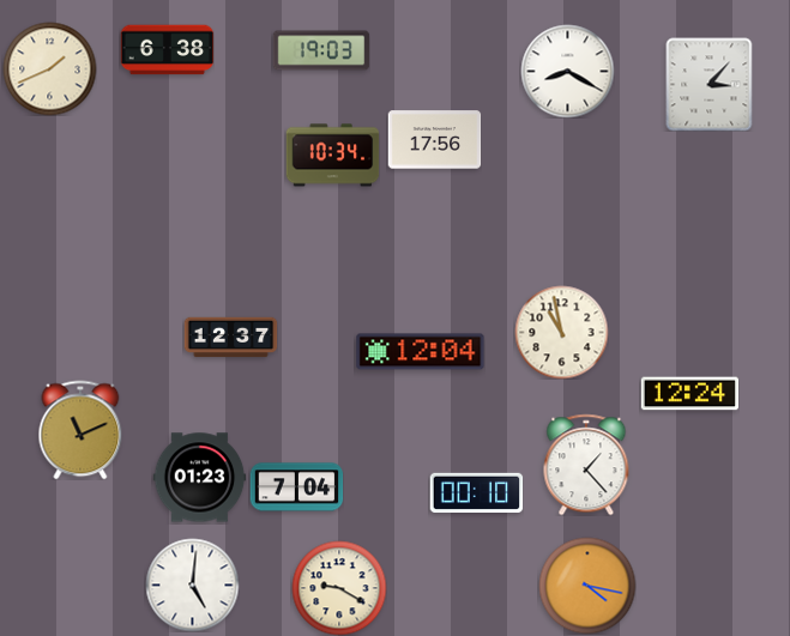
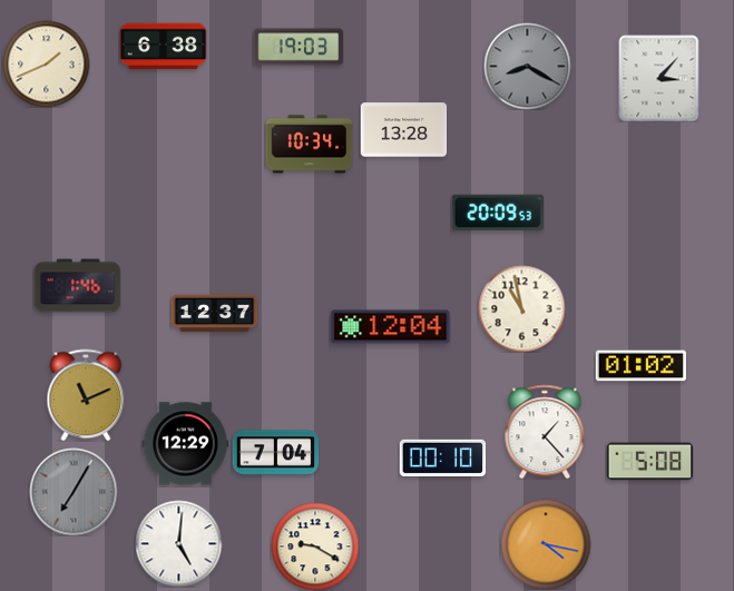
clock at (167, 50) position: (167, 50) -> (163, 47)
clock at (567, 71) dial: white -> grey
clock at (434, 140): 17:56 -> 13:28
clock at (498, 213): none -> 20:09
clock at (77, 286): none -> 1:46
clock at (689, 394): 12:24 -> 01:02
clock at (80, 430) position: (80, 430) -> (86, 395)
clock at (199, 478): 01:23 -> 12:29
clock at (649, 462): none -> 5:08
clock at (74, 492): none -> 7:05
